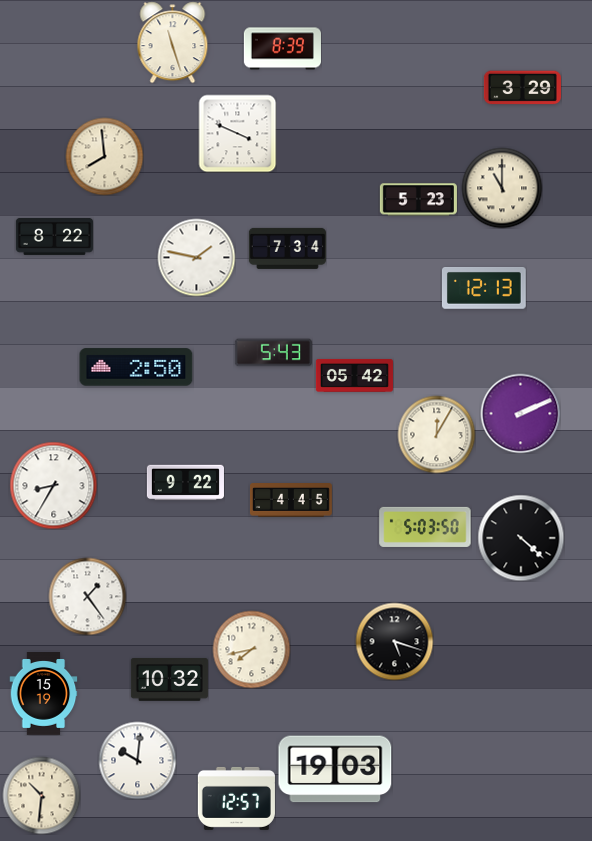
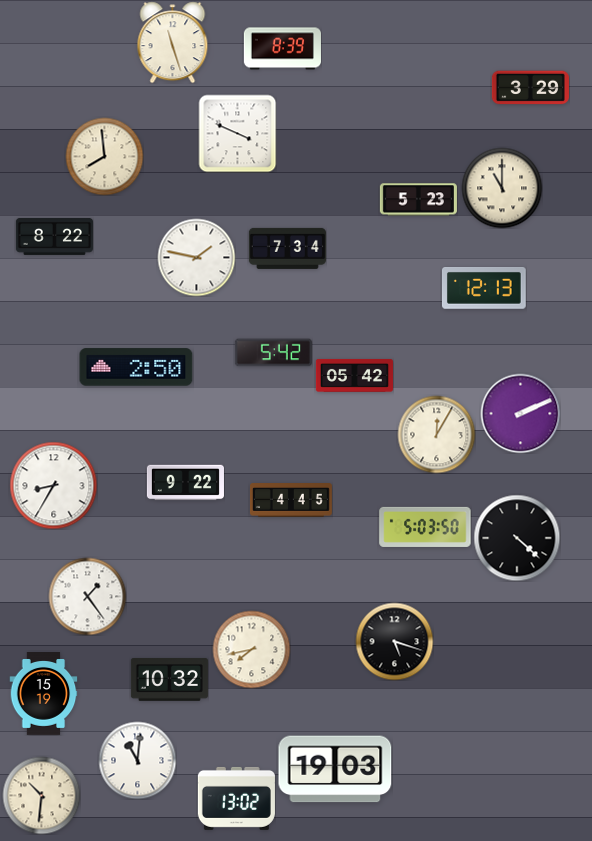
clock at (522, 88) position: (522, 88) -> (530, 88)
clock at (273, 353): 5:43 -> 5:42
clock at (521, 538) position: (521, 538) -> (517, 538)
clock at (137, 760): 10:01 -> 11:01
clock at (236, 798): 12:57 -> 13:02
